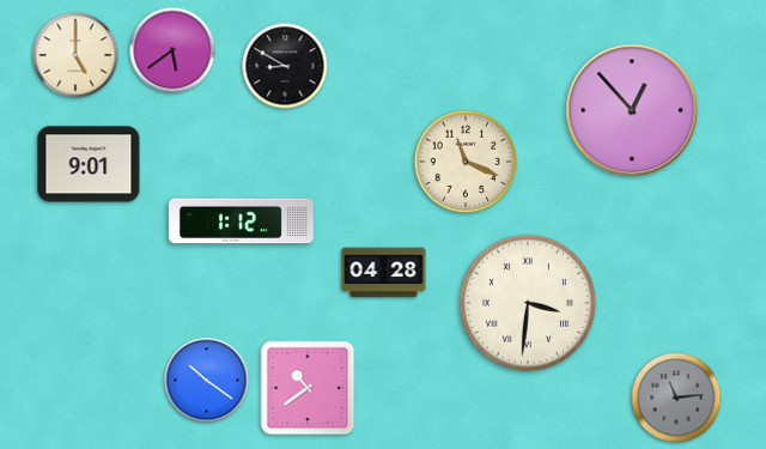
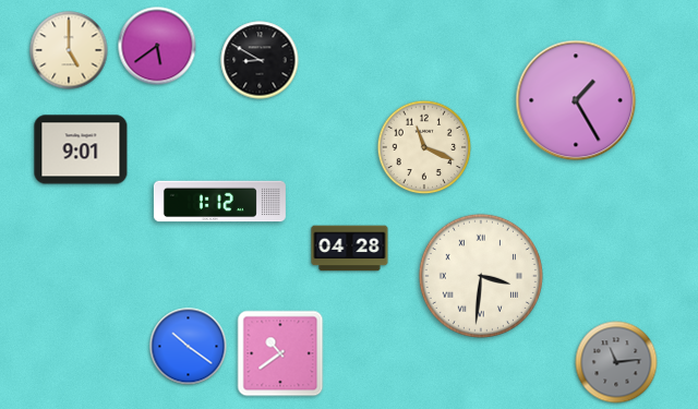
clock at (632, 110): 12:53 -> 1:25
